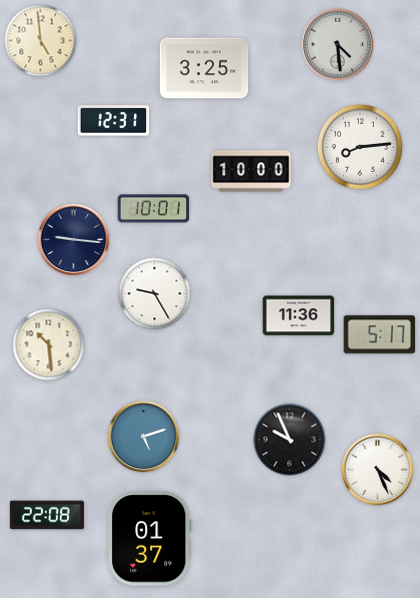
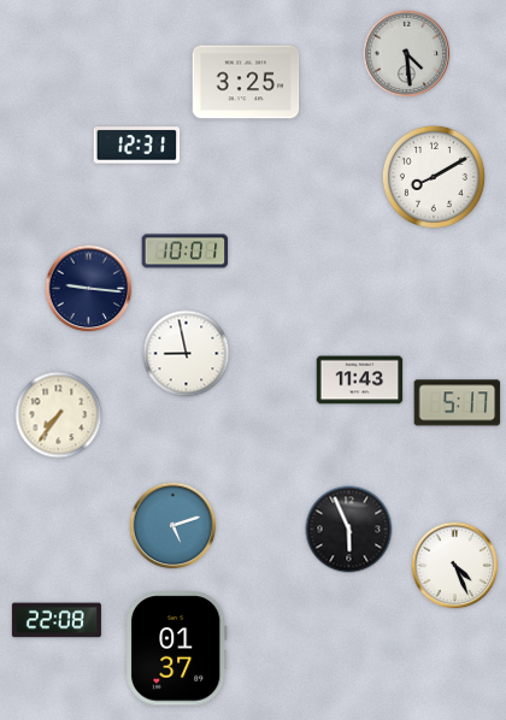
clock at (41, 41): 4:59 -> none
clock at (360, 147): 8:14 -> 8:10
clock at (251, 171): 10:00 -> none
clock at (155, 294): 9:25 -> 8:58
clock at (299, 316): 11:36 -> 11:43
clock at (49, 345): 10:29 -> 7:36
clock at (290, 440): 9:56 -> 5:56
clock at (150, 539) position: (150, 539) -> (177, 649)
